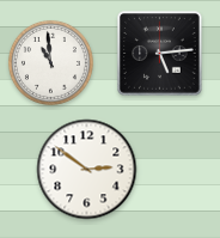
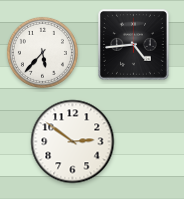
clock at (160, 54): 5:14 -> 4:44
clock at (50, 62): 10:59 -> 5:37
